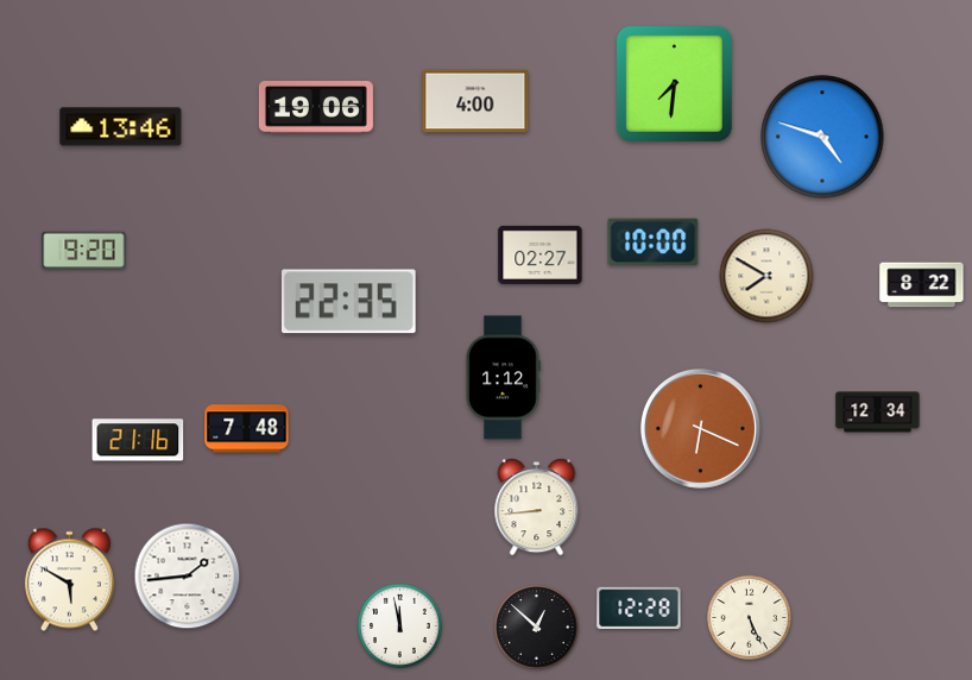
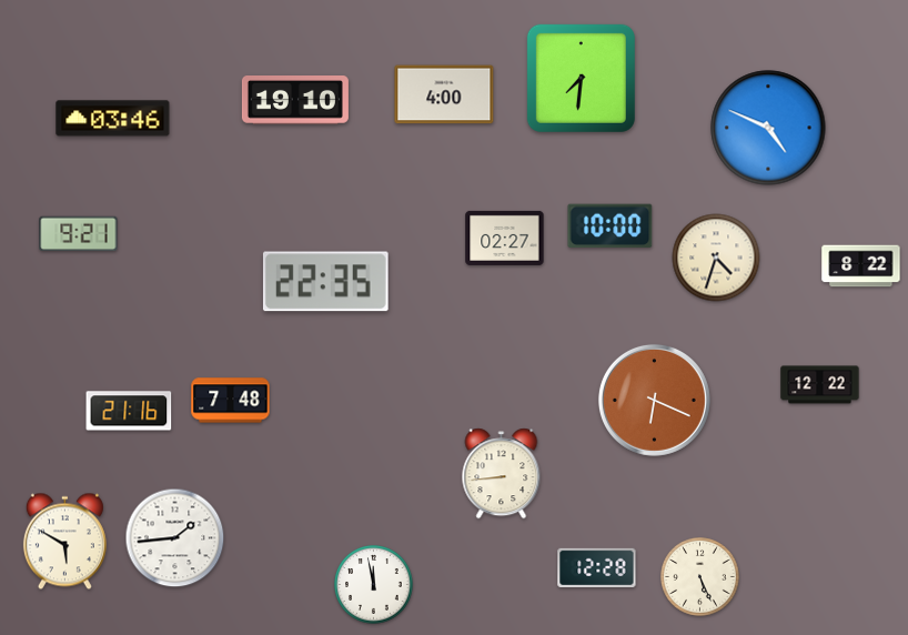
clock at (674, 83) position: (674, 83) -> (581, 78)
clock at (316, 108): 19:06 -> 19:10
clock at (121, 127): 13:46 -> 03:46
clock at (822, 137): 4:48 -> 4:49
clock at (84, 251): 9:20 -> 9:21
clock at (766, 276): 7:50 -> 4:33
clock at (503, 378): 1:12 -> none
clock at (878, 413): 12:34 -> 12:22
clock at (537, 628): 12:52 -> none
